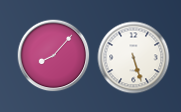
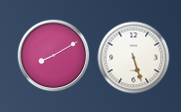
clock at (54, 56): 8:07 -> 8:10
